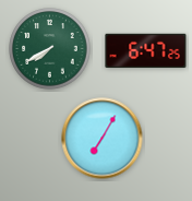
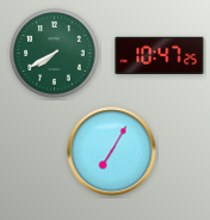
clock at (146, 51): 6:47 -> 10:47
